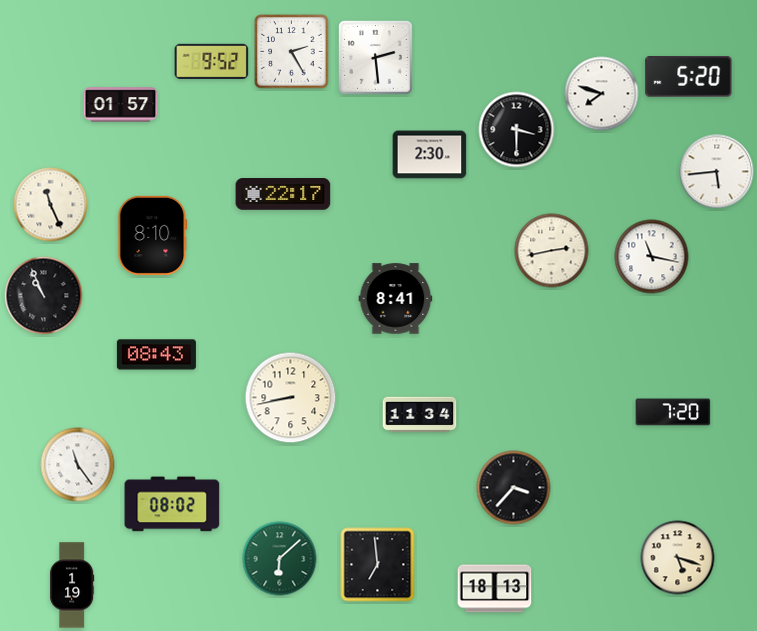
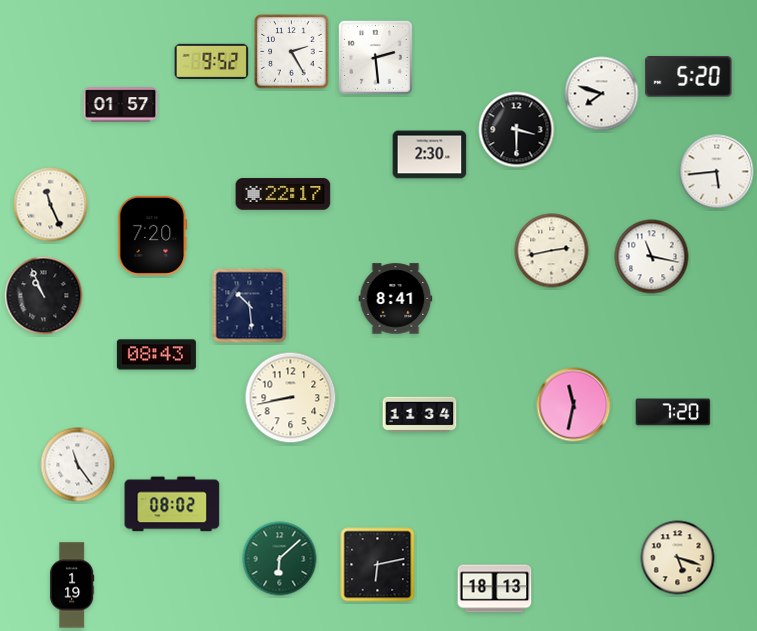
clock at (153, 235): 8:10 -> 7:20
clock at (250, 306): none -> 10:29
clock at (574, 405): none -> 11:32
clock at (514, 488): 3:37 -> none
clock at (378, 565): 6:59 -> 6:13
